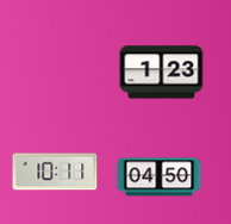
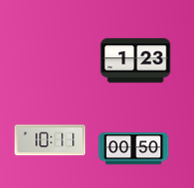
clock at (55, 172) position: (55, 172) -> (50, 140)
clock at (160, 178): 04:50 -> 00:50
